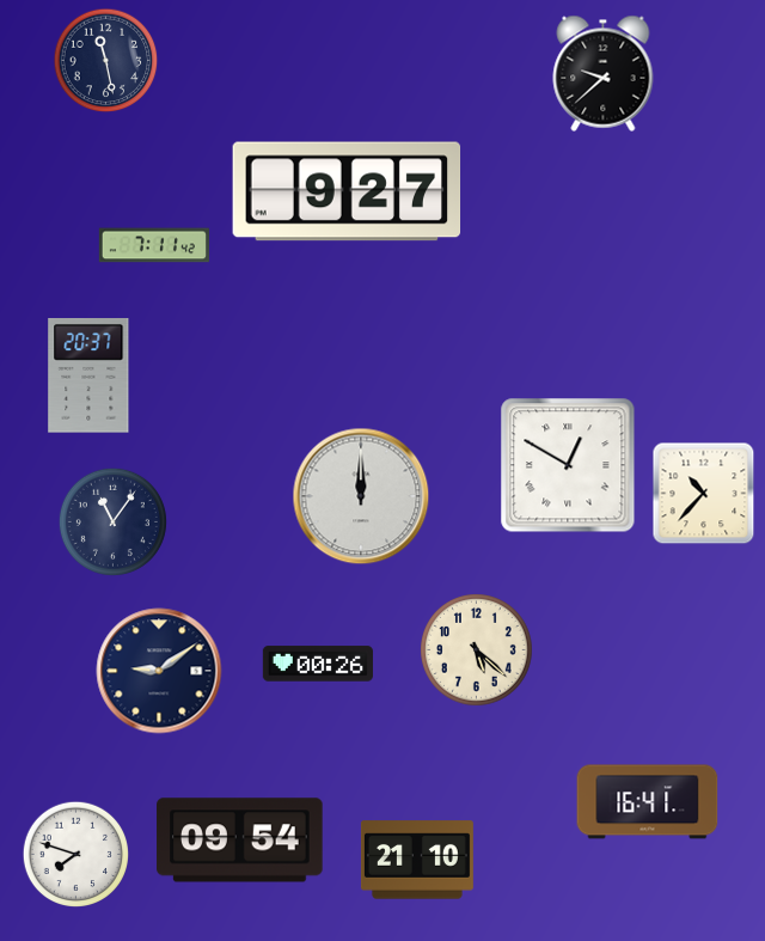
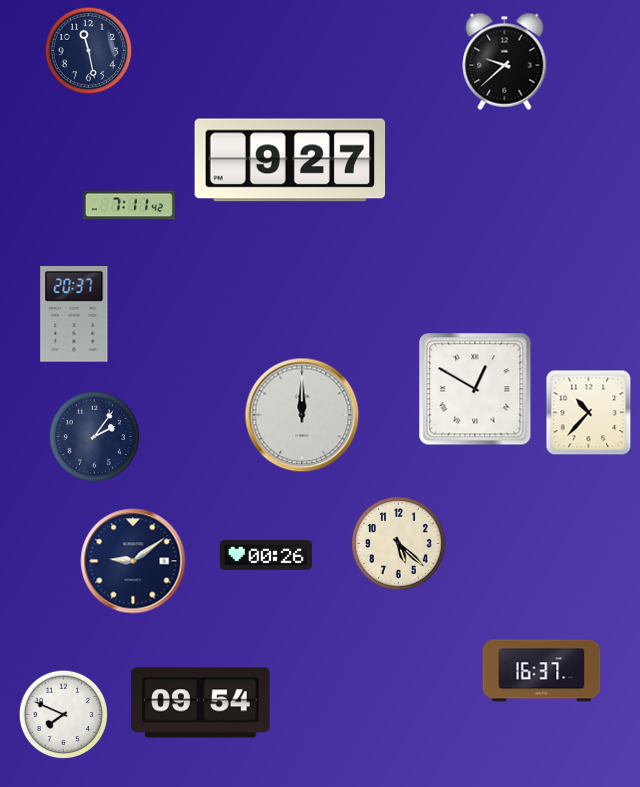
clock at (112, 521): 11:06 -> 2:06
clock at (648, 802): 16:41 -> 16:37
clock at (75, 854): 7:48 -> 7:49
clock at (417, 860): 21:10 -> none
